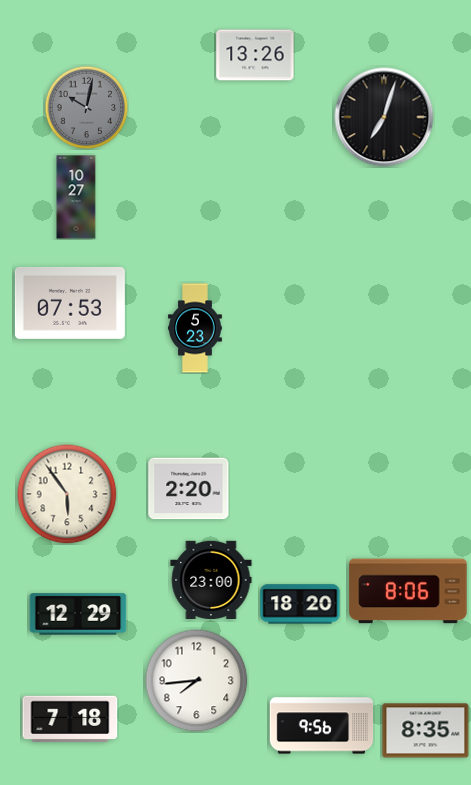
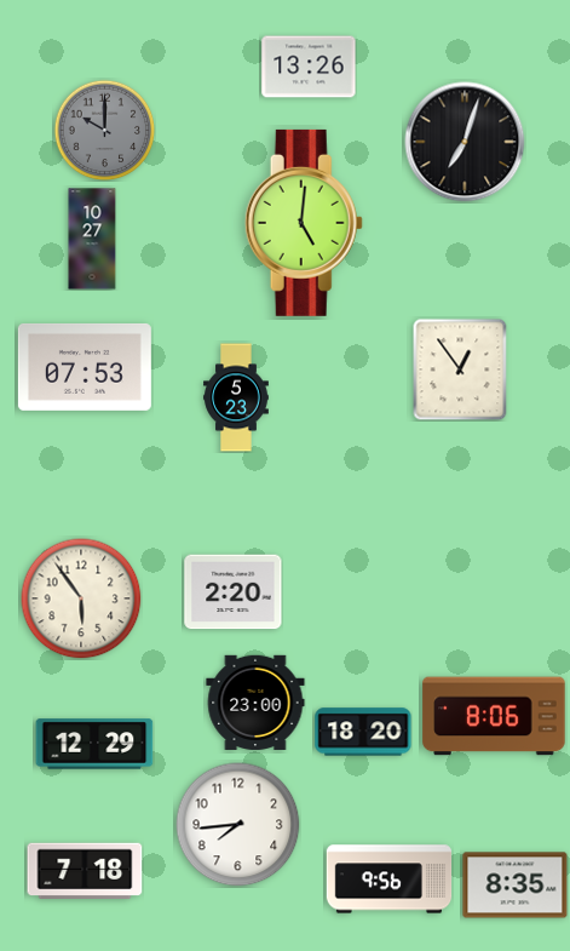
clock at (86, 107): 10:02 -> 10:00
clock at (304, 223): none -> 5:01
clock at (460, 369): none -> 12:54
clock at (189, 489) position: (189, 489) -> (234, 592)
